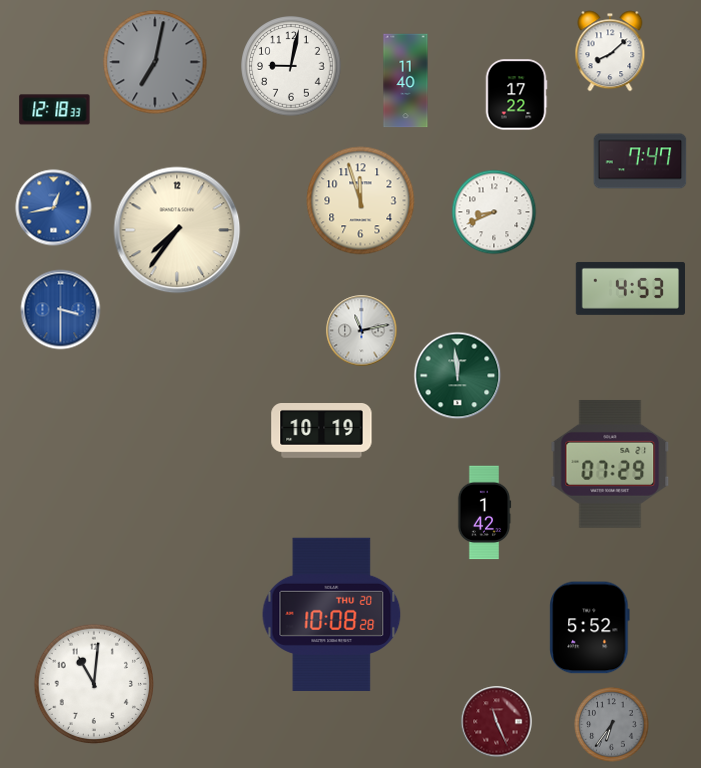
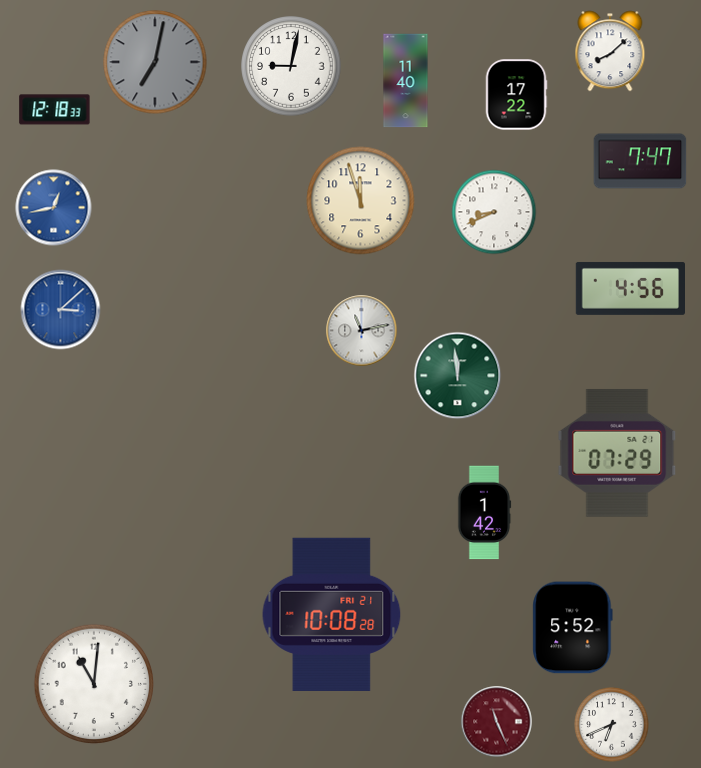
clock at (177, 230): 7:36 -> none
clock at (630, 288): 4:53 -> 4:56
clock at (61, 310): 3:30 -> 3:08
clock at (322, 431): 10:19 -> none
clock at (610, 464) position: (610, 464) -> (617, 453)
clock at (332, 614) date: THU 20 -> FRI 21
clock at (590, 628) position: (590, 628) -> (573, 628)
clock at (612, 725): 6:36 -> 6:41
clock at (612, 725) dial: grey -> white
